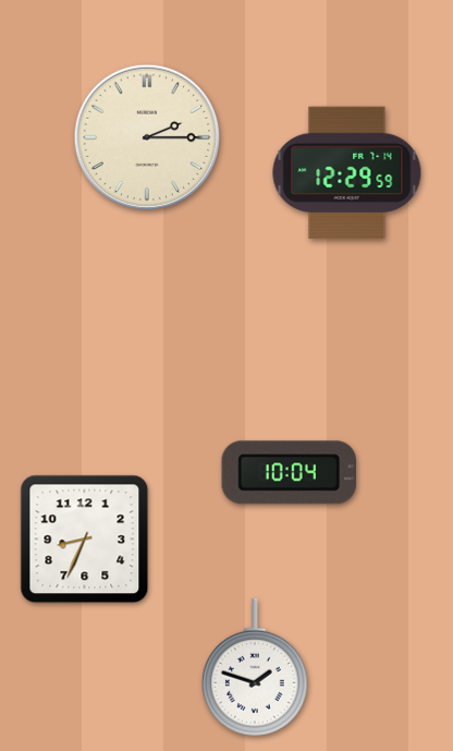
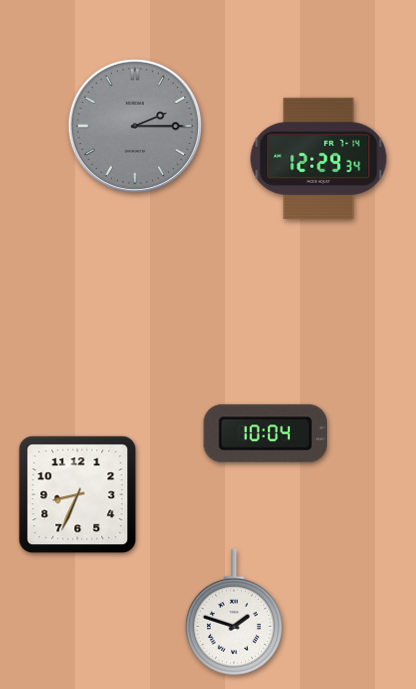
clock at (147, 137) dial: cream -> grey
clock at (347, 173): 12:29:59 -> 12:29:34
